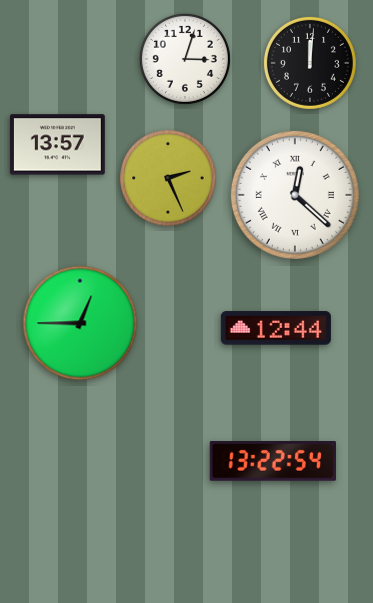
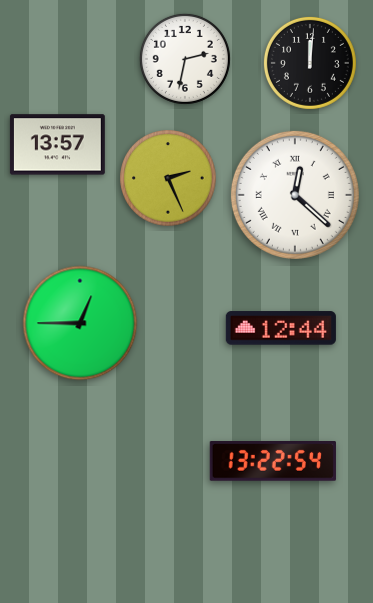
clock at (185, 59): 3:03 -> 2:32
clock at (276, 328) position: (276, 328) -> (281, 328)
